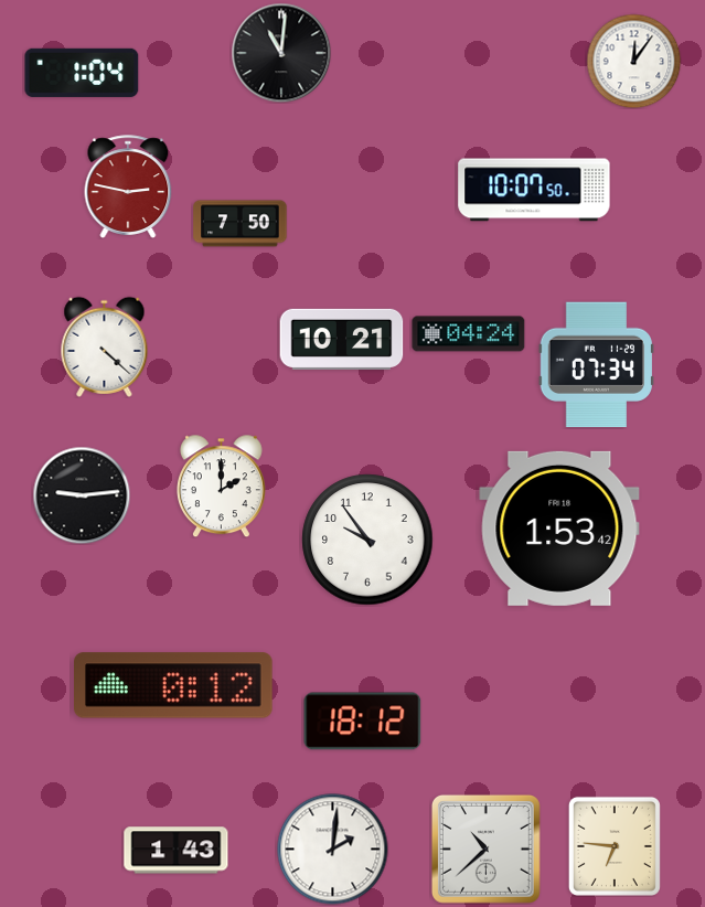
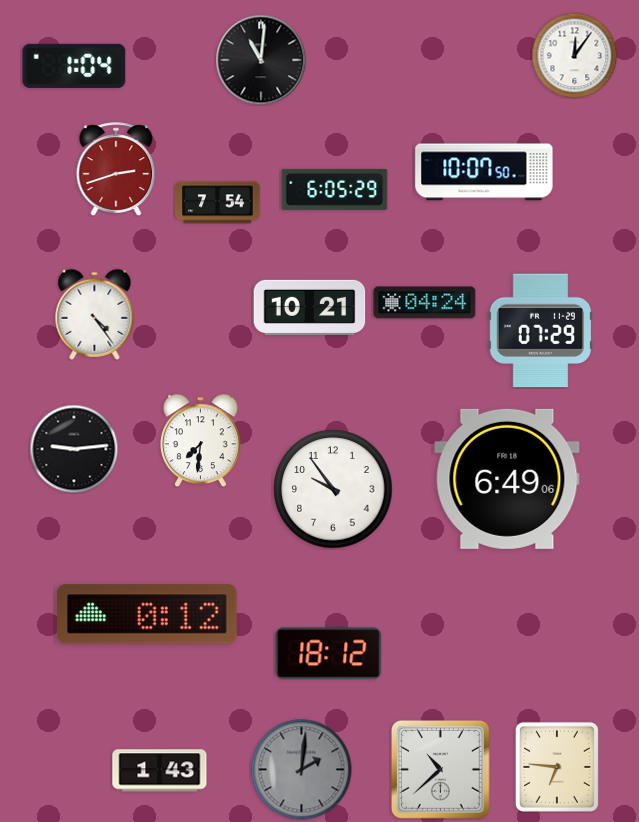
clock at (281, 53) position: (281, 53) -> (261, 60)
clock at (128, 186): 2:47 -> 2:42
clock at (335, 189): none -> 6:05
clock at (241, 224): 7:50 -> 7:54
clock at (105, 346): 4:22 -> 4:24
clock at (596, 365): 07:34 -> 07:29
clock at (221, 485): 2:00 -> 7:31
clock at (559, 529): 1:53 -> 6:49
clock at (174, 685) position: (174, 685) -> (148, 614)
clock at (333, 850) dial: white -> grey
